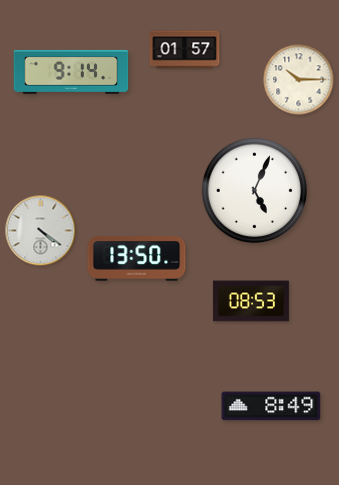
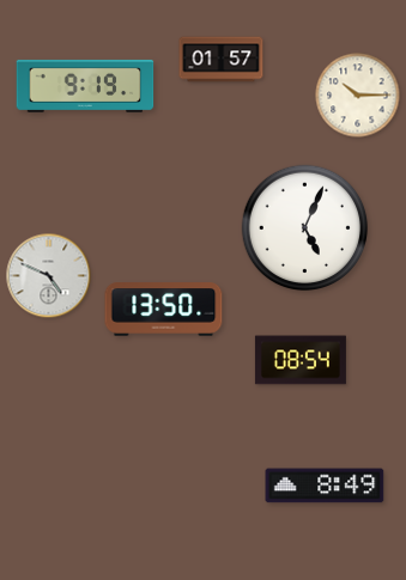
clock at (71, 72): 9:14 -> 9:19
clock at (41, 231): 4:21 -> 4:49
clock at (251, 301): 08:53 -> 08:54
